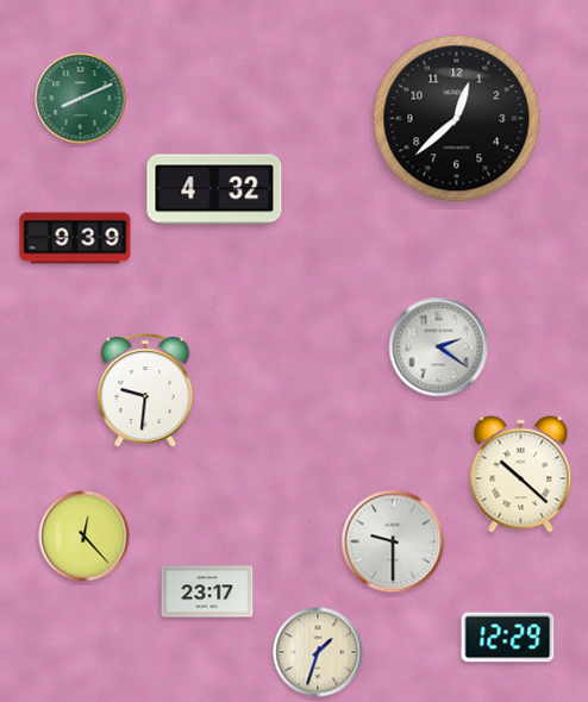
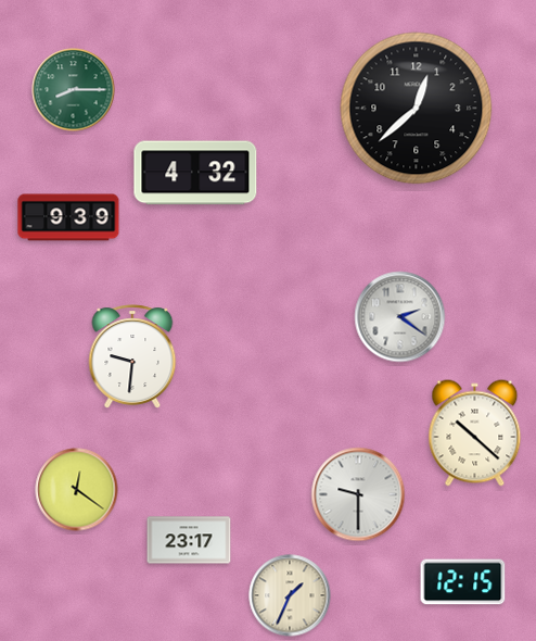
clock at (81, 99): 8:11 -> 8:15
clock at (85, 537): 12:23 -> 12:21
clock at (508, 638): 12:29 -> 12:15
clock at (318, 652): 1:33 -> 1:34
